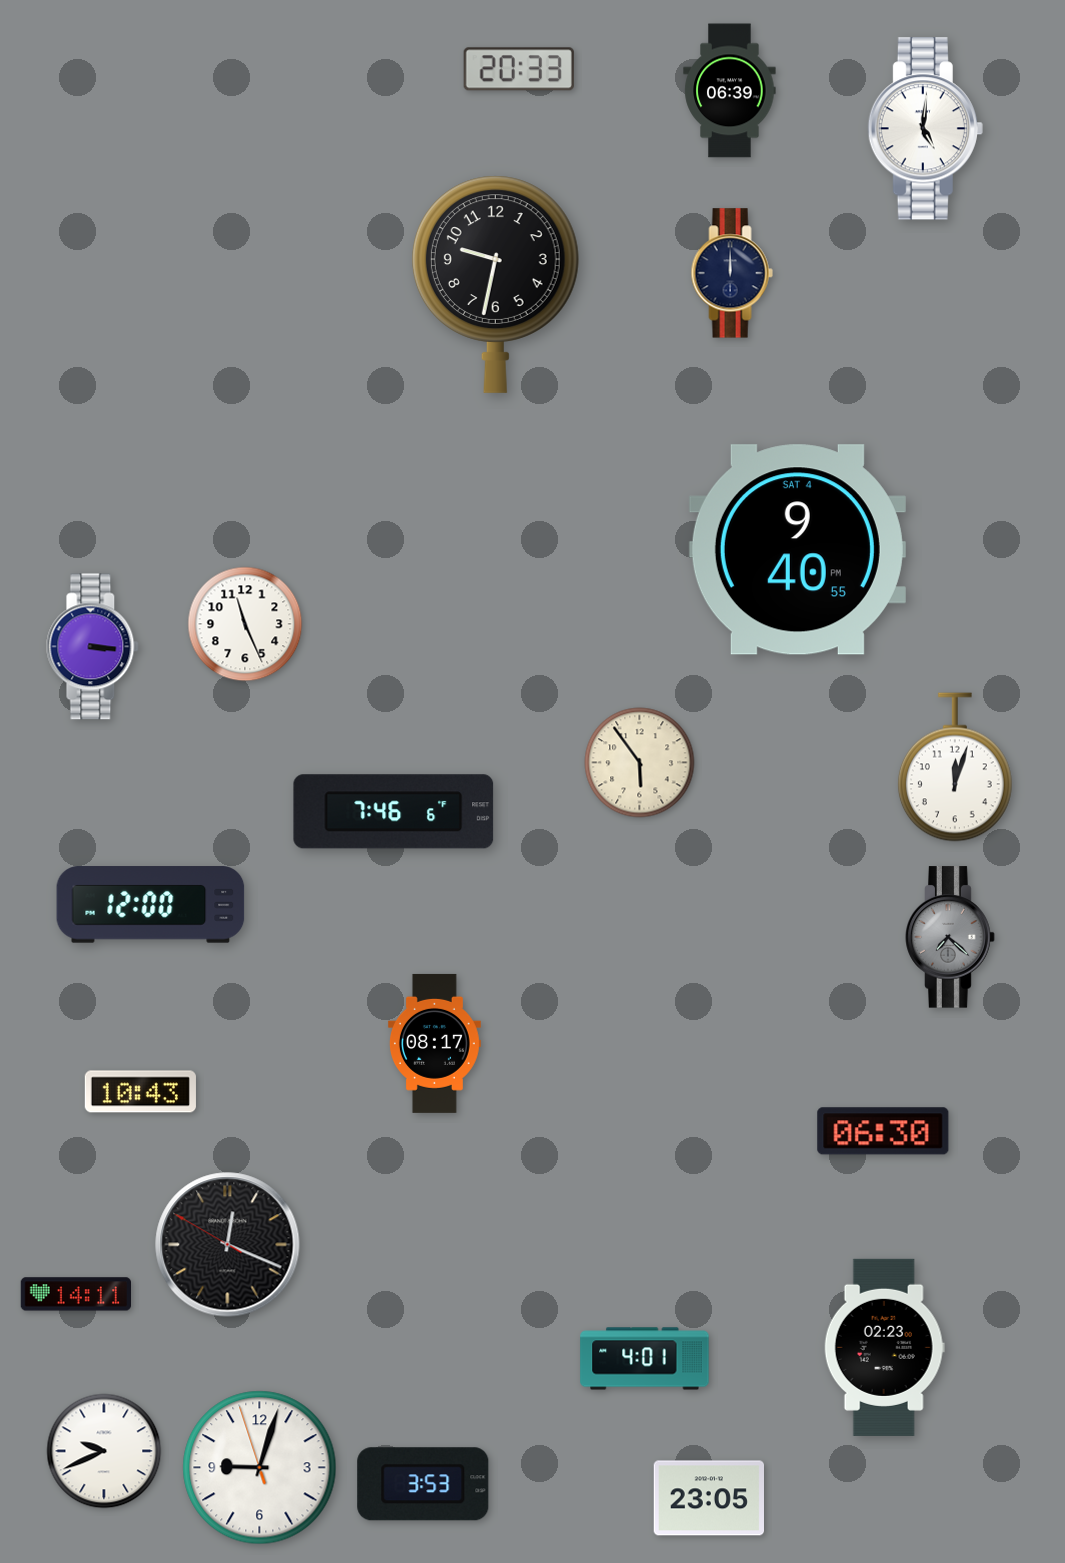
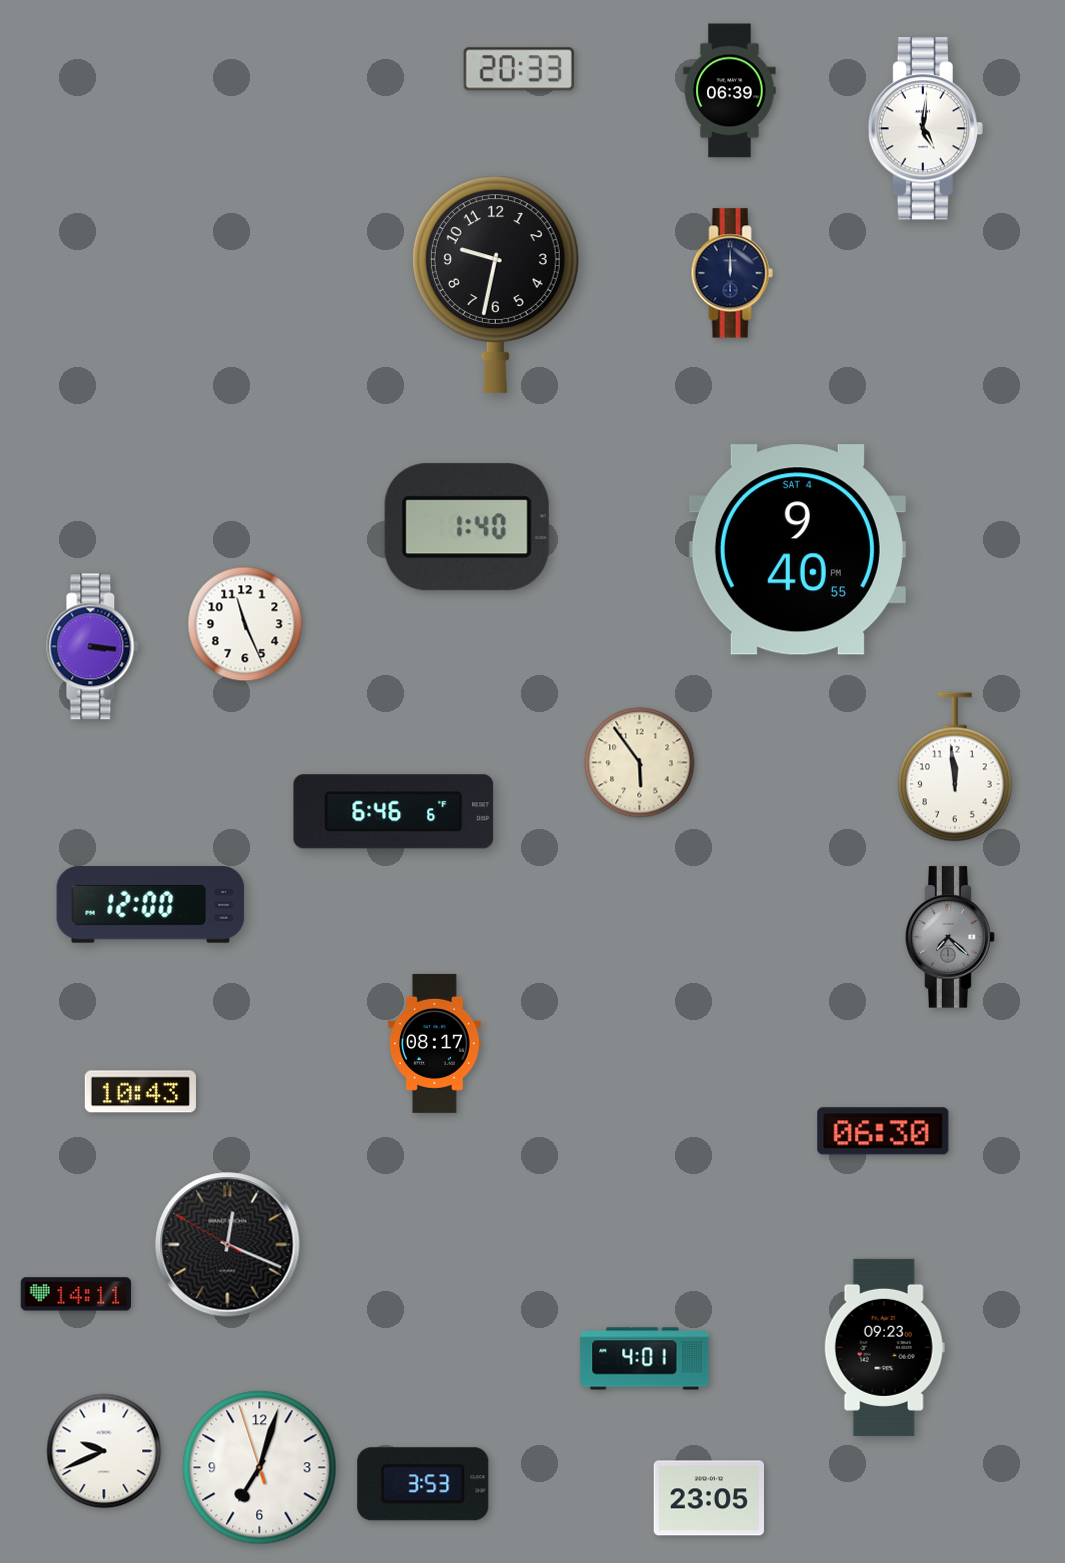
clock at (467, 527): none -> 1:40
clock at (955, 767): 12:03 -> 11:59
clock at (394, 812): 7:46 -> 6:46
clock at (884, 1347): 02:23 -> 09:23
clock at (260, 1468): 9:02 -> 7:02
